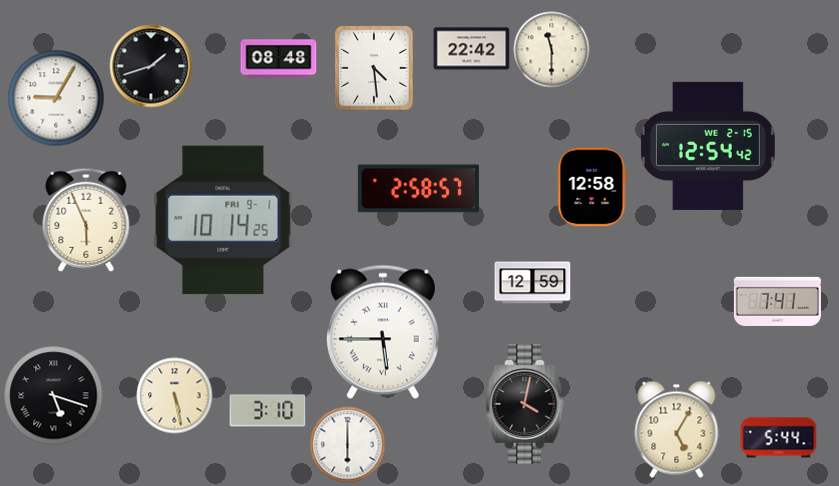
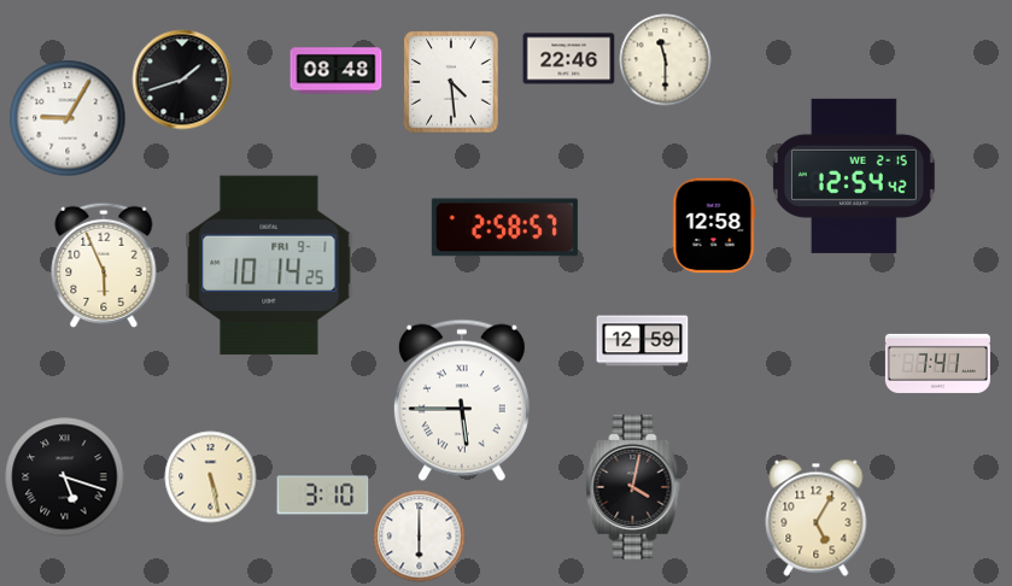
clock at (472, 49): 22:42 -> 22:46
clock at (779, 438): 5:44 -> none
